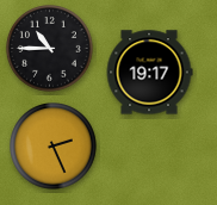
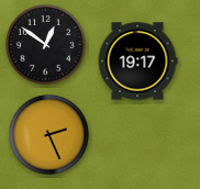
clock at (50, 49): 10:45 -> 12:51
clock at (149, 73) position: (149, 73) -> (137, 62)
